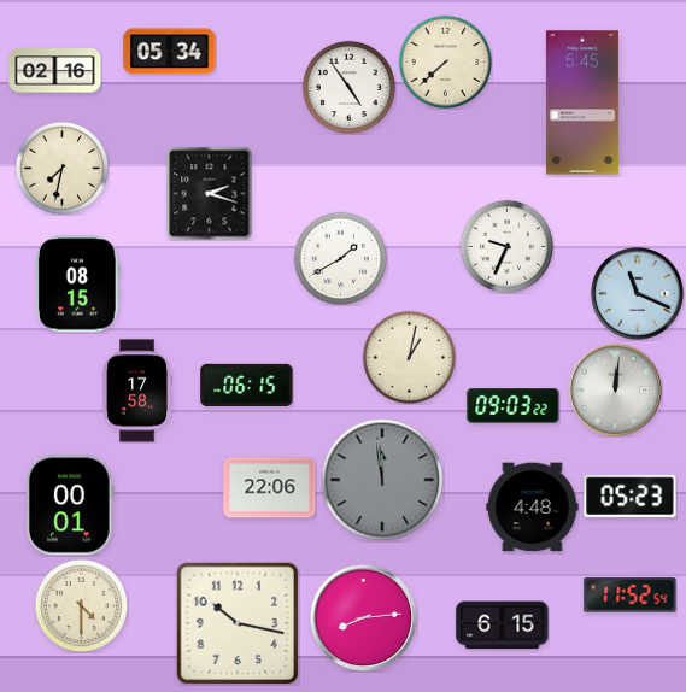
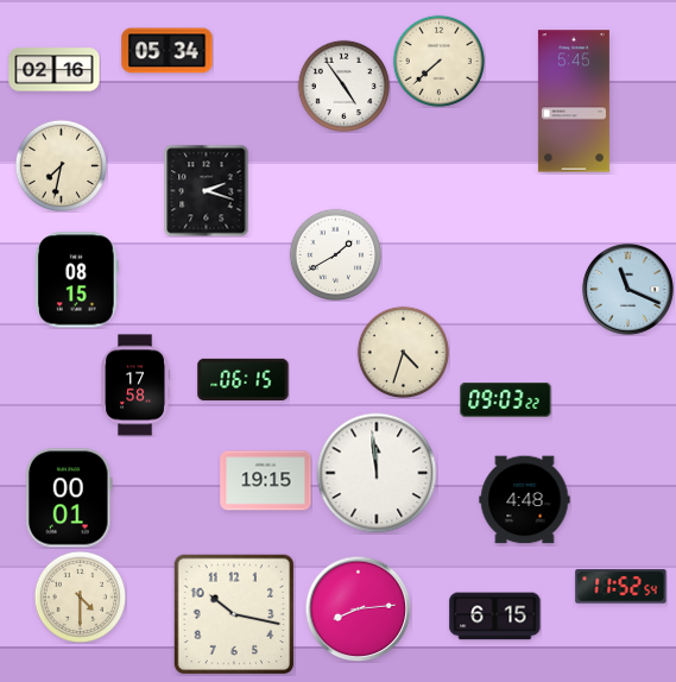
clock at (506, 246): 9:34 -> none
clock at (409, 357): 1:02 -> 4:33
clock at (615, 389): 12:01 -> none
clock at (382, 480) dial: grey -> white
clock at (270, 488): 22:06 -> 19:15
clock at (631, 495): 05:23 -> none
